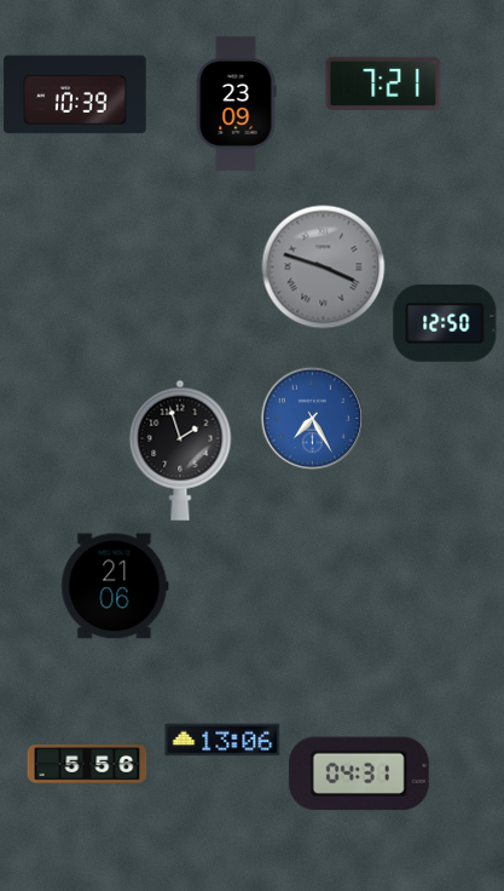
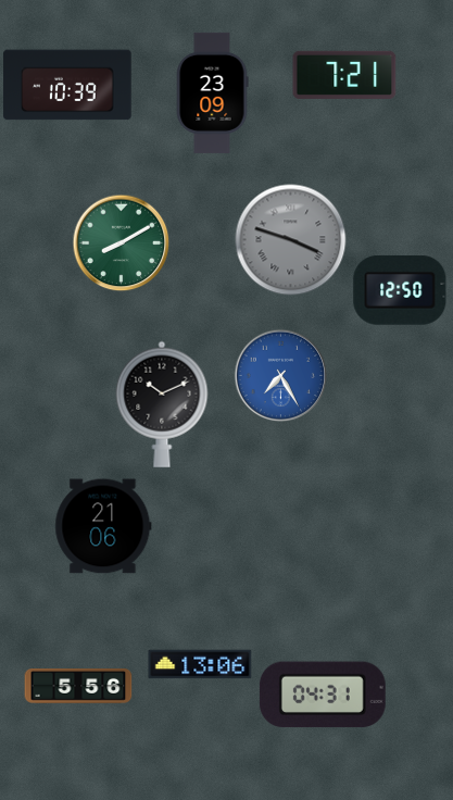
clock at (121, 242): none -> 8:10
clock at (180, 450): 1:57 -> 10:11
